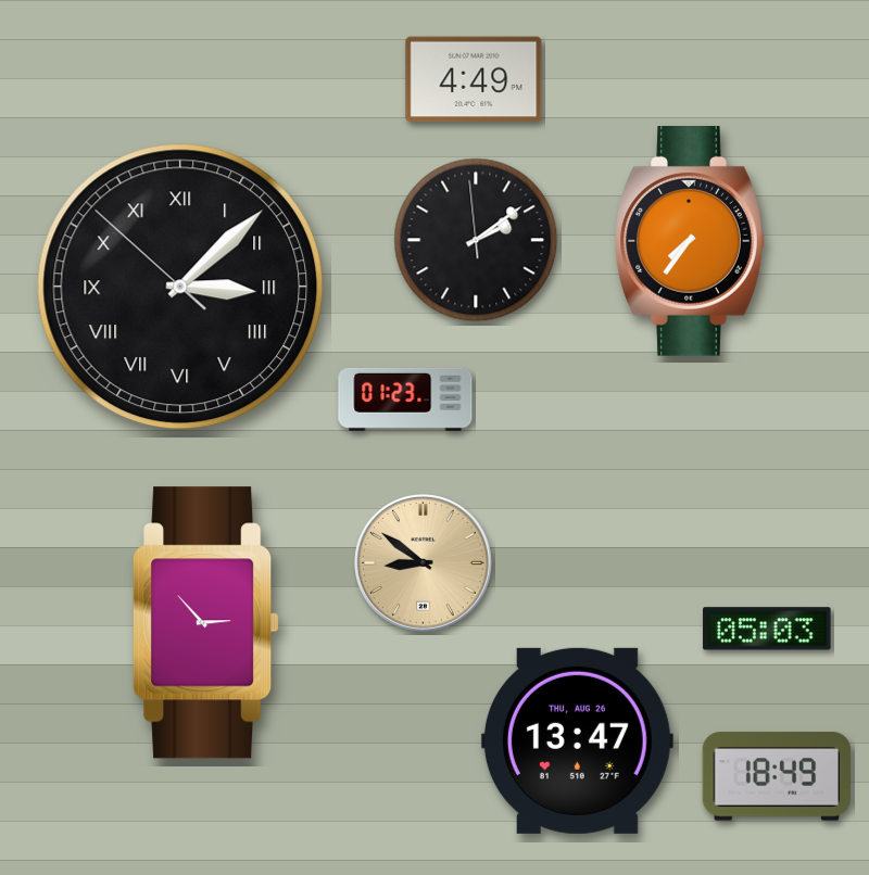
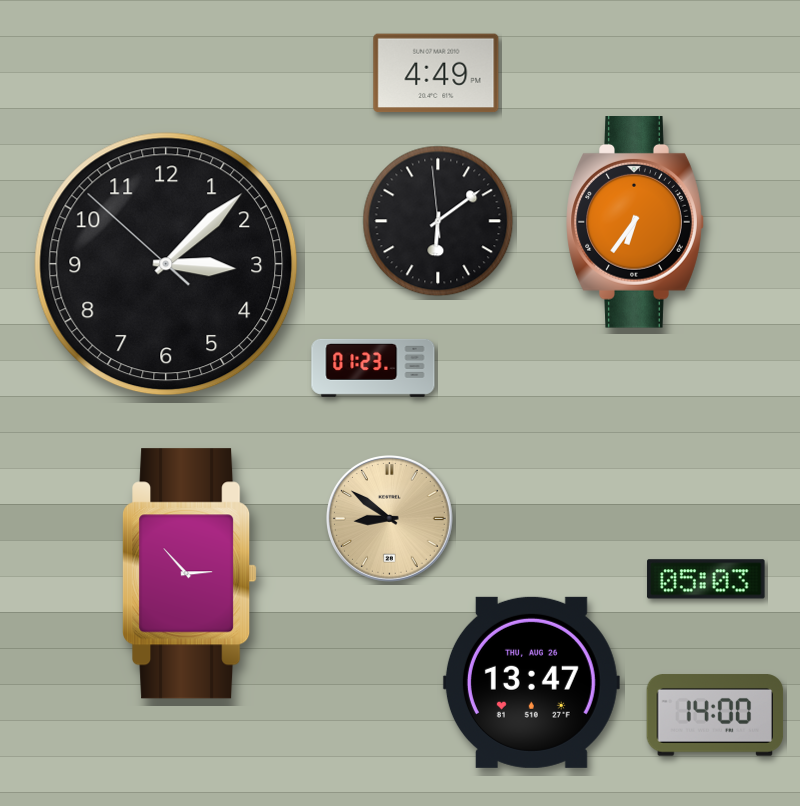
clock at (476, 240): 2:08 -> 6:08
clock at (690, 242): 7:36 -> 6:36
clock at (180, 287) numerals: Roman -> Arabic
clock at (777, 776): 18:49 -> 14:00
